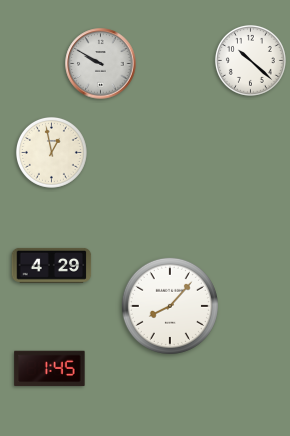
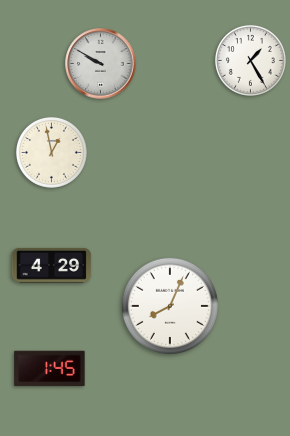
clock at (250, 60): 10:22 -> 1:25
clock at (170, 306): 8:07 -> 8:04
